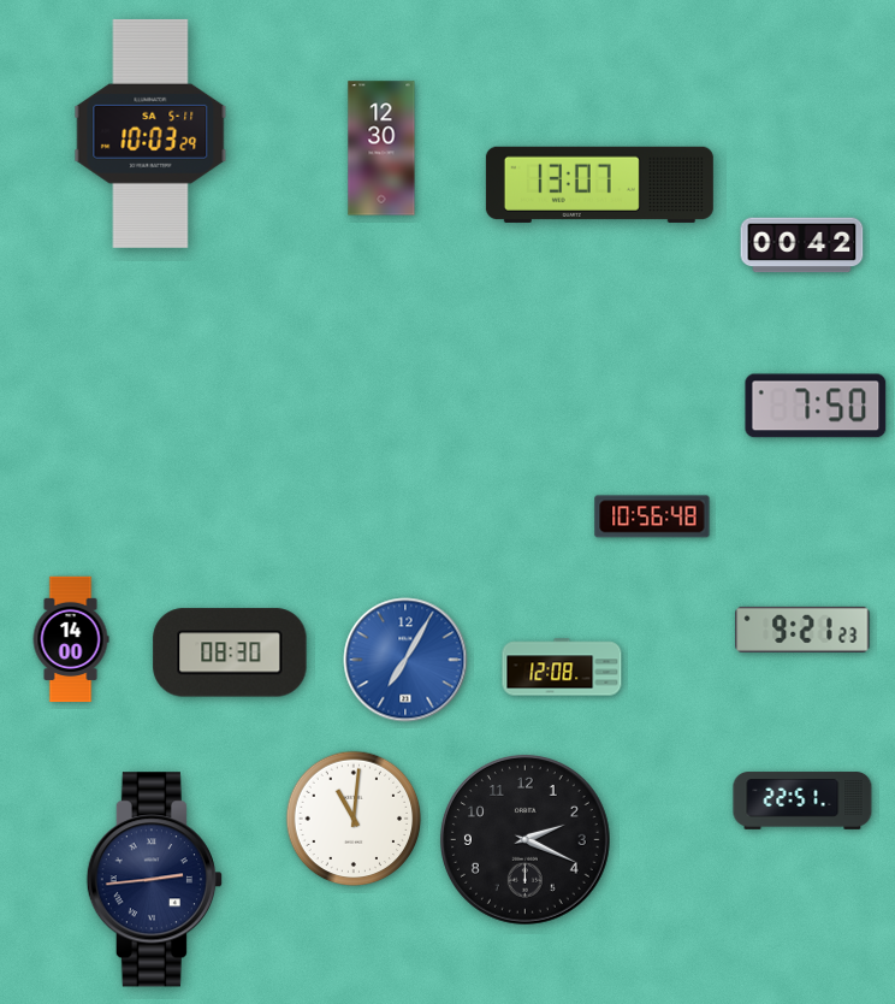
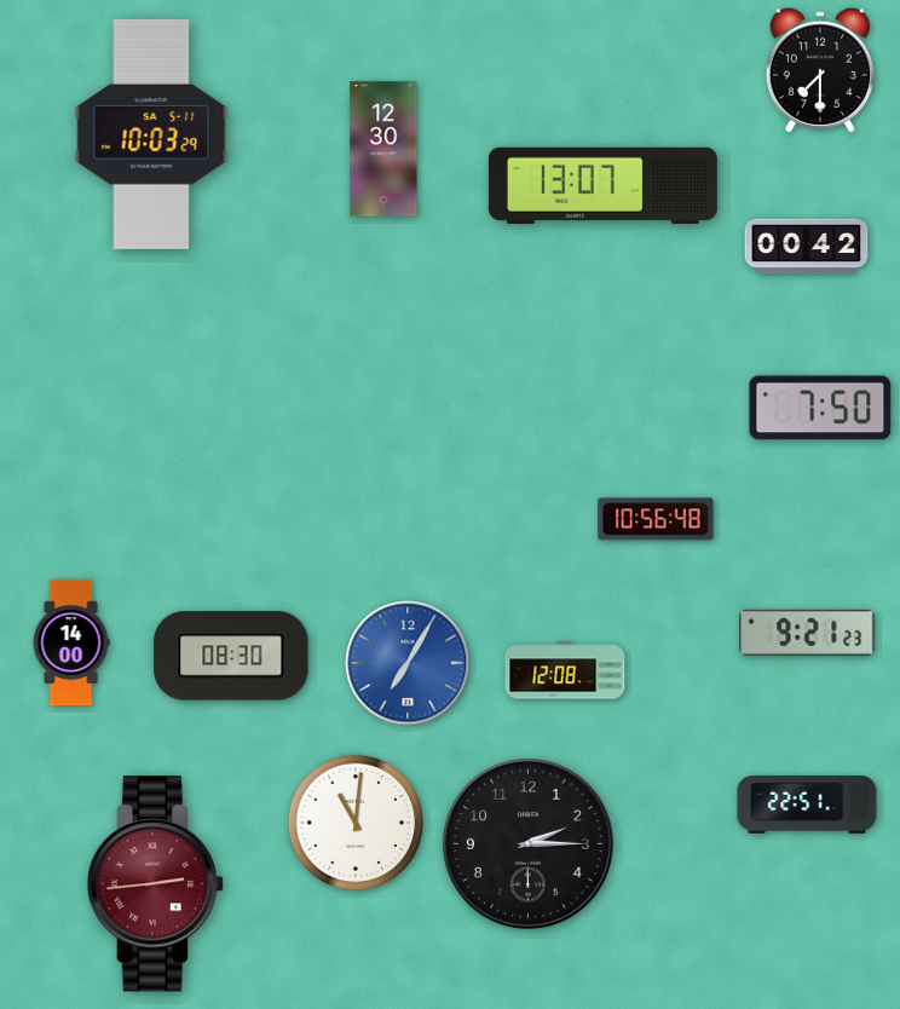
clock at (820, 70): none -> 7:30
clock at (524, 839): 2:19 -> 2:15
clock at (154, 880) dial: navy -> burgundy
